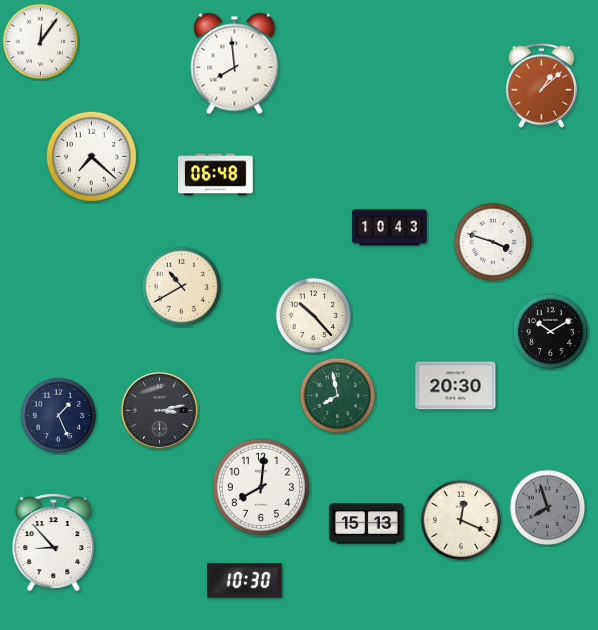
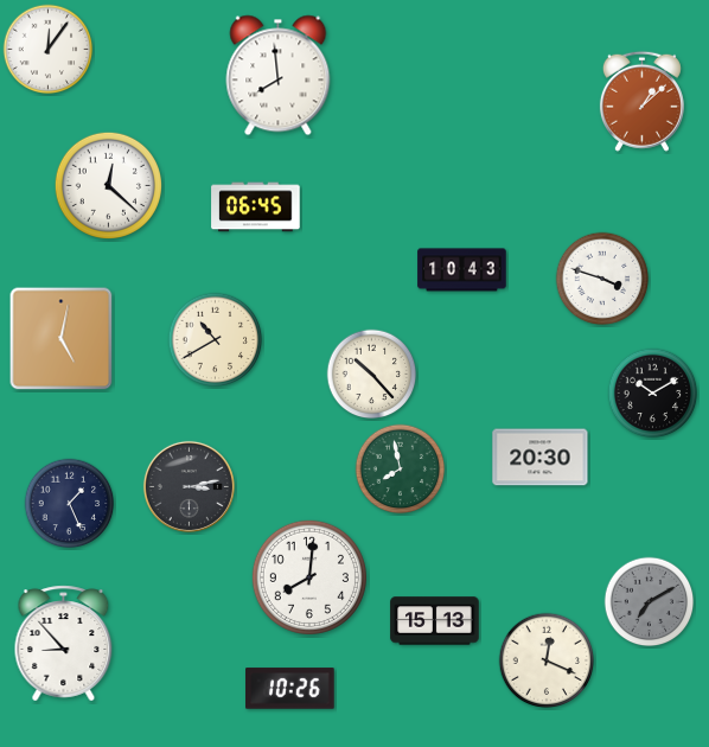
clock at (91, 156): 7:22 -> 12:22
clock at (216, 175): 06:48 -> 06:45
clock at (493, 242) position: (493, 242) -> (602, 279)
clock at (62, 339): none -> 5:02
clock at (59, 416) position: (59, 416) -> (70, 504)
clock at (548, 508): 7:57 -> 7:10
clock at (461, 520) position: (461, 520) -> (547, 660)
clock at (245, 581): 10:30 -> 10:26
